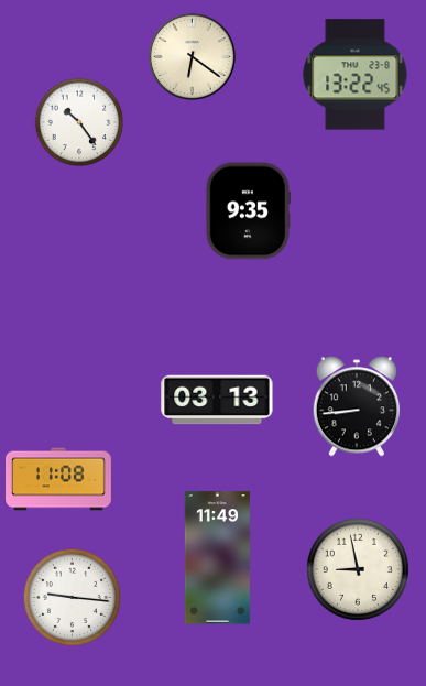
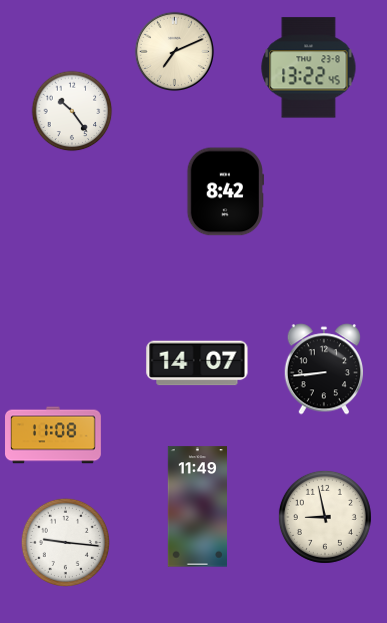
clock at (192, 56): 6:21 -> 7:11
clock at (356, 75) position: (356, 75) -> (309, 68)
clock at (248, 211): 9:35 -> 8:42
clock at (217, 400): 03:13 -> 14:07
